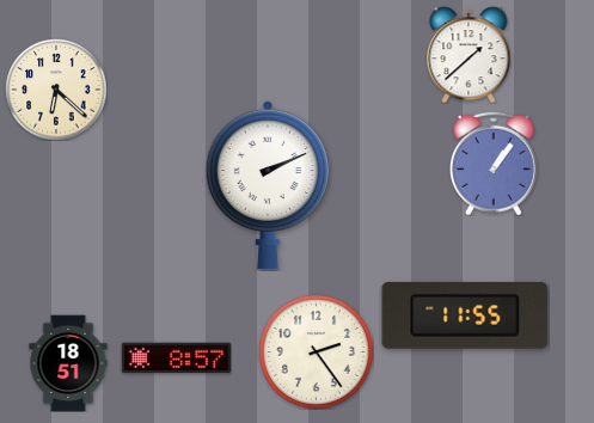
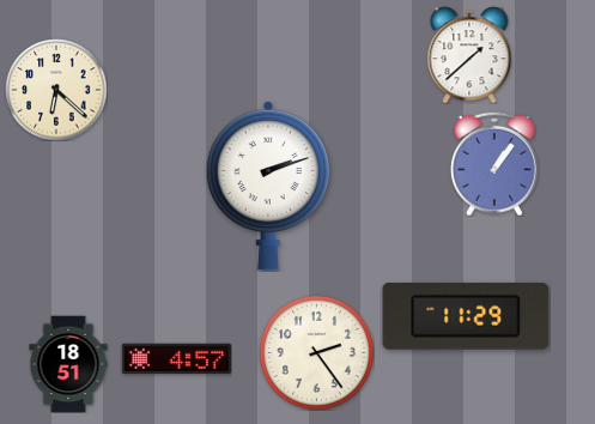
clock at (268, 185): 2:11 -> 2:12
clock at (465, 315): 11:55 -> 11:29
clock at (176, 358): 8:57 -> 4:57
